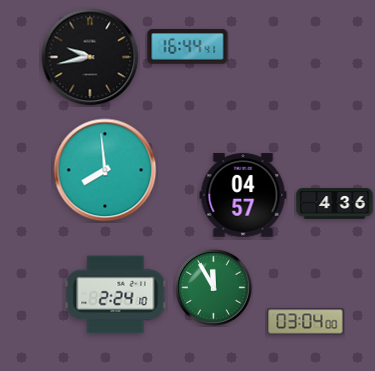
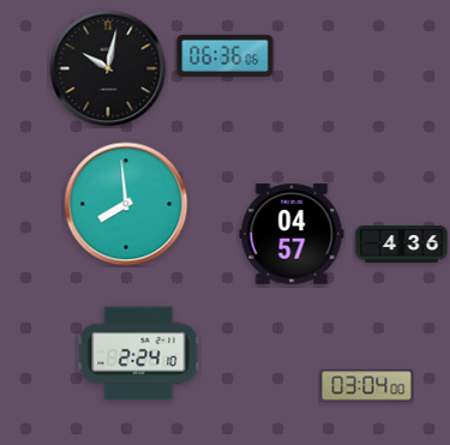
clock at (188, 47): 16:44 -> 06:36
clock at (90, 57): 9:43 -> 10:02
clock at (214, 288): 11:55 -> none
